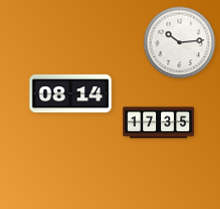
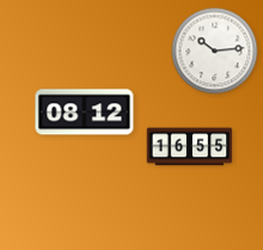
clock at (71, 94): 08:14 -> 08:12
clock at (159, 123): 17:35 -> 16:55
